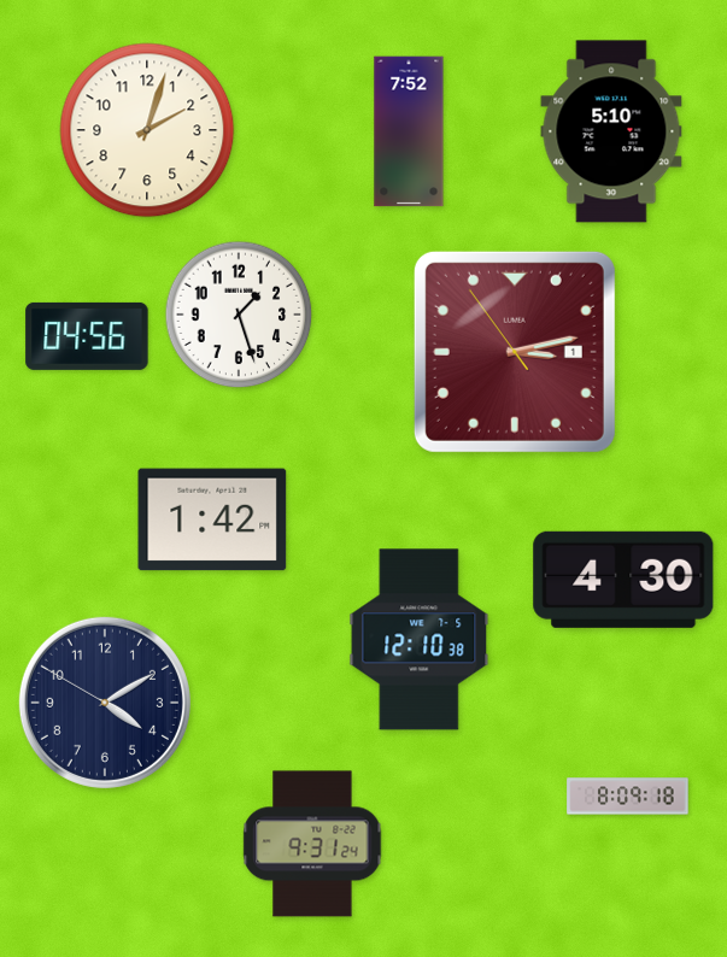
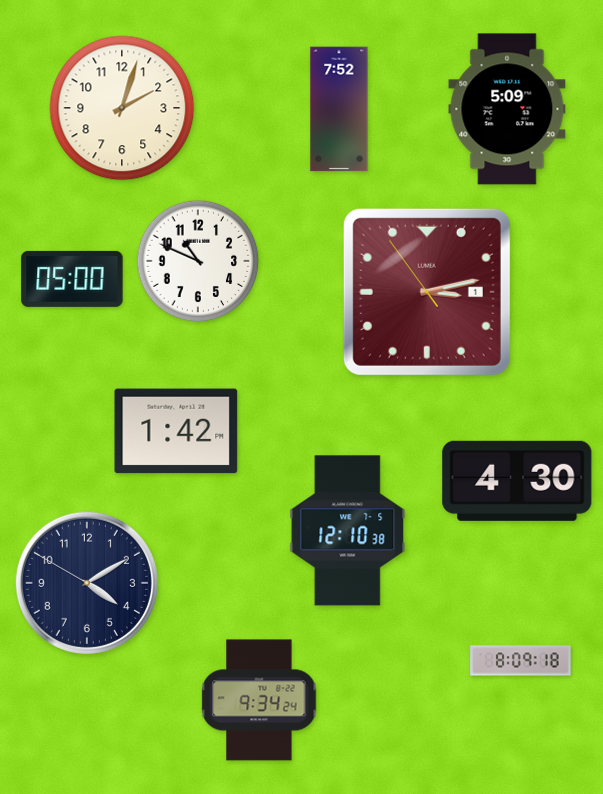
clock at (611, 131): 5:10 -> 5:09
clock at (239, 315): 1:27 -> 10:49
clock at (87, 336): 04:56 -> 05:00
clock at (312, 844): 9:31 -> 9:34
